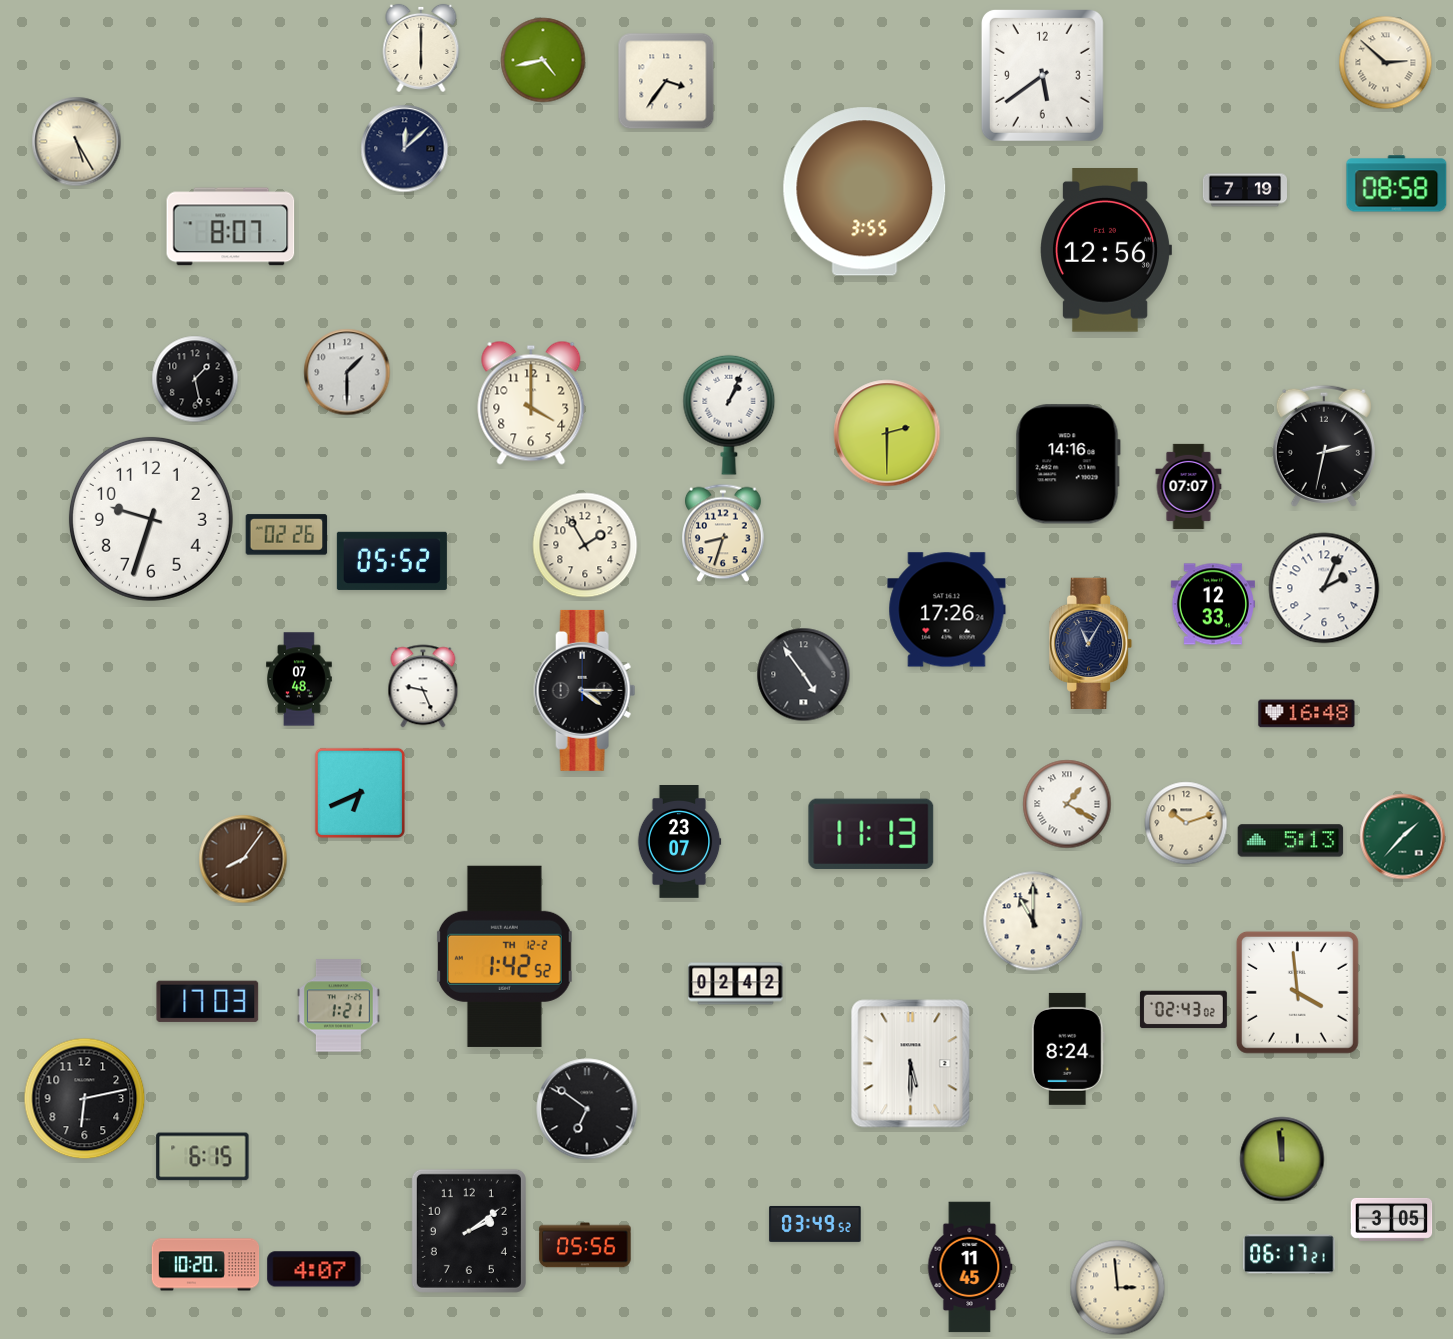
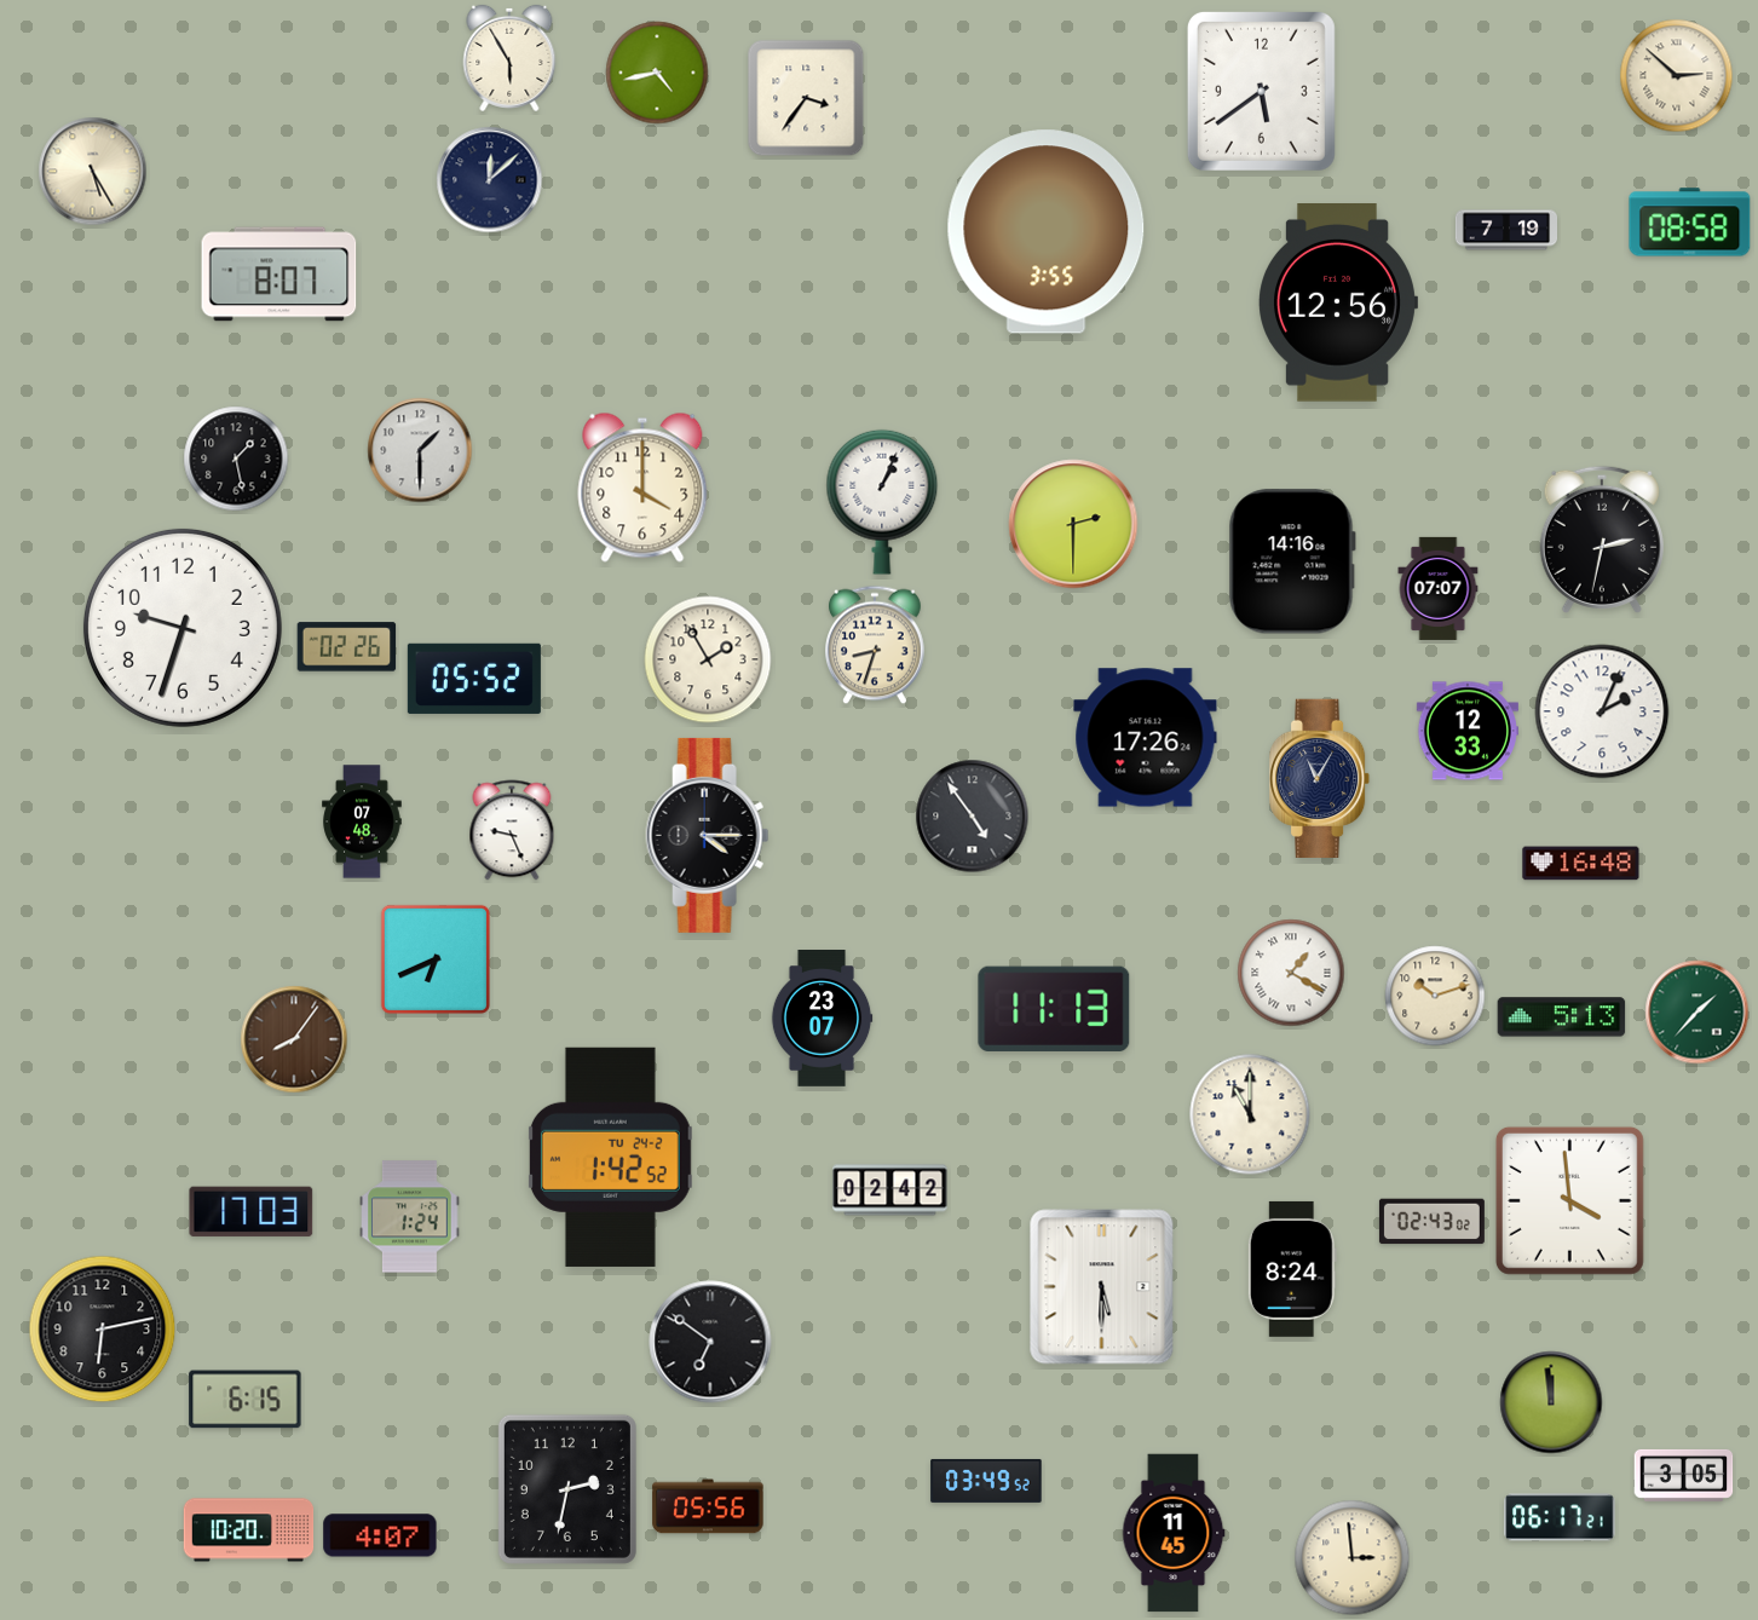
clock at (421, 48): 6:00 -> 5:55
clock at (504, 956) date: TH 12-2 -> TU 24-2
clock at (339, 1006): 1:21 -> 1:24
clock at (469, 1231): 2:09 -> 2:32
